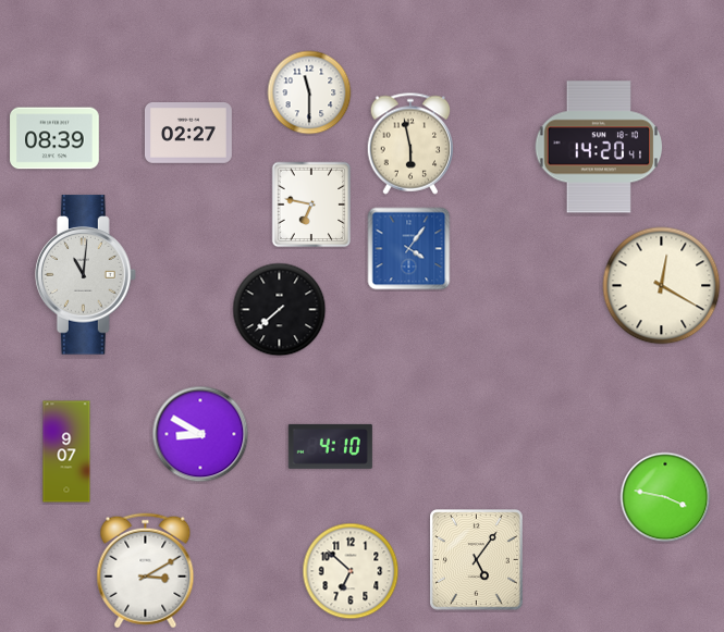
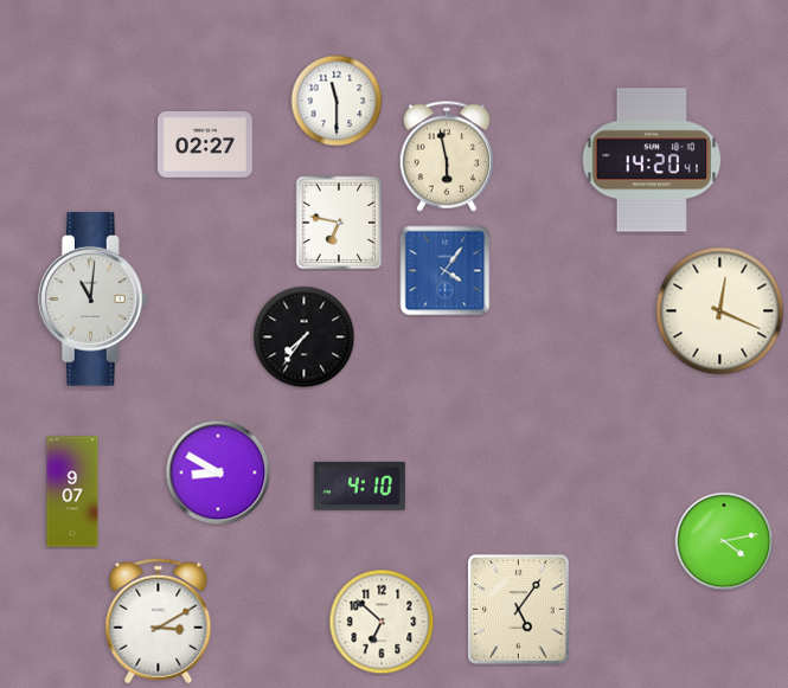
clock at (54, 138): 08:39 -> none
clock at (662, 286): 12:20 -> 12:19
clock at (280, 310): 7:38 -> 7:36
clock at (665, 497): 3:47 -> 4:13
